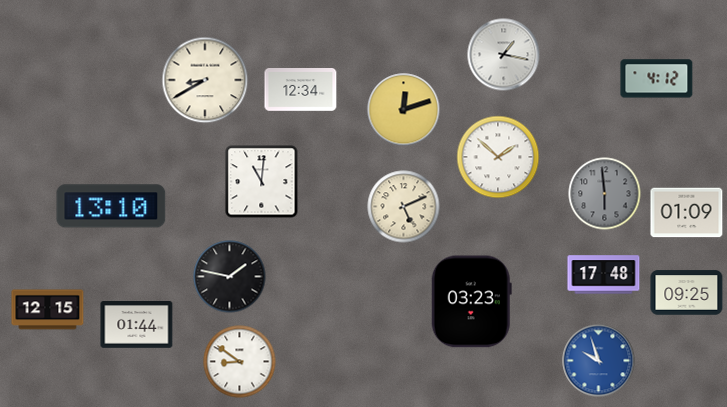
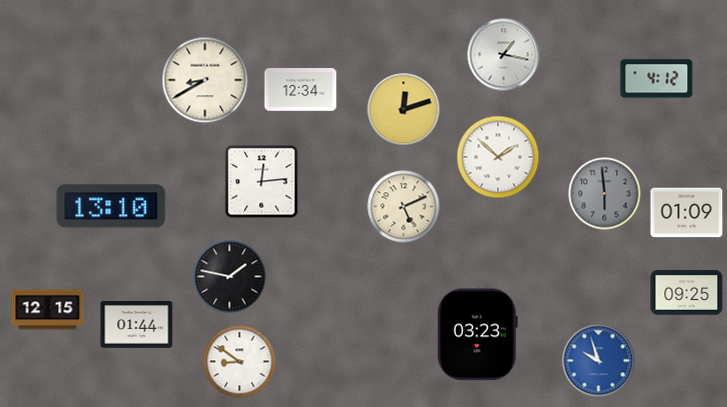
clock at (262, 182): 11:01 -> 12:14
clock at (604, 275): 17:48 -> none
clock at (471, 302) position: (471, 302) -> (477, 335)
